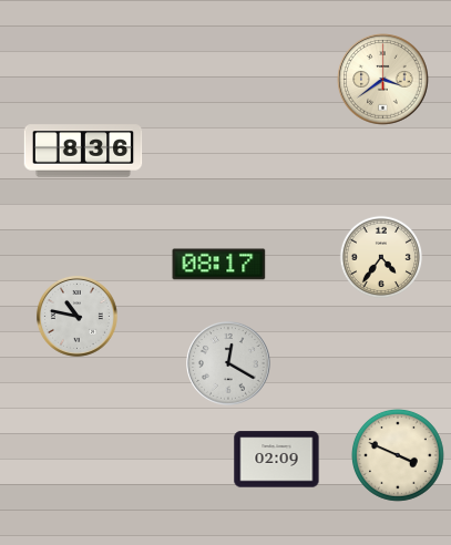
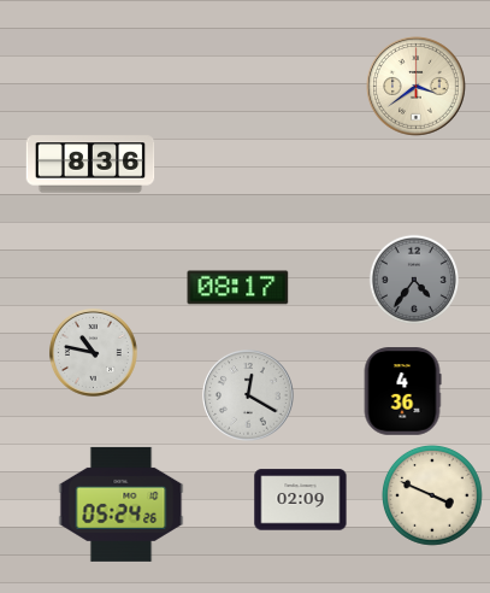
clock at (381, 257) dial: cream -> grey
clock at (76, 316) position: (76, 316) -> (93, 352)
clock at (402, 392): none -> 4:36
clock at (122, 504): none -> 05:24
